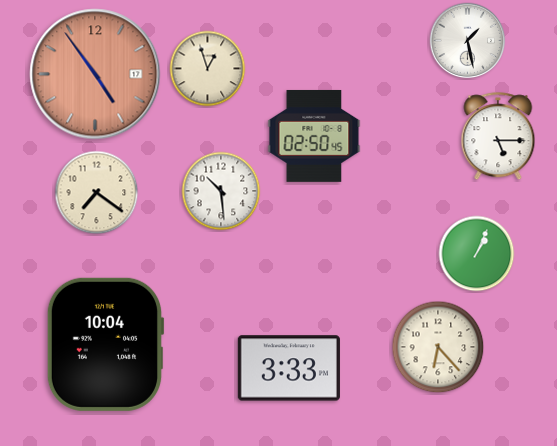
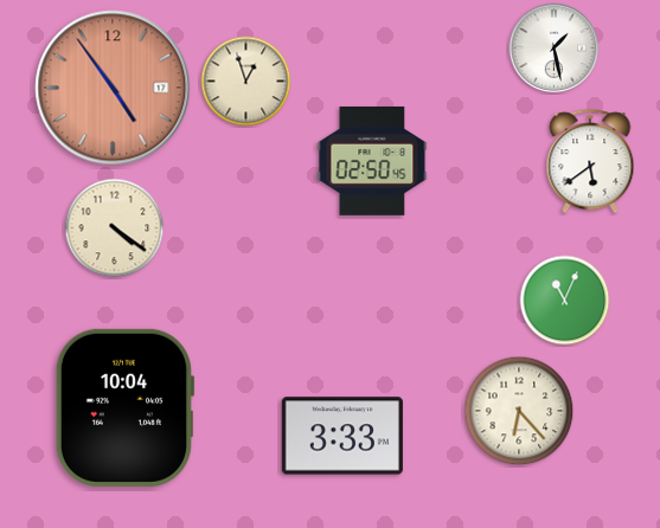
clock at (498, 137): 5:15 -> 5:39
clock at (221, 191): 10:29 -> none
clock at (97, 193): 7:21 -> 4:21
clock at (477, 254): 1:04 -> 11:04
